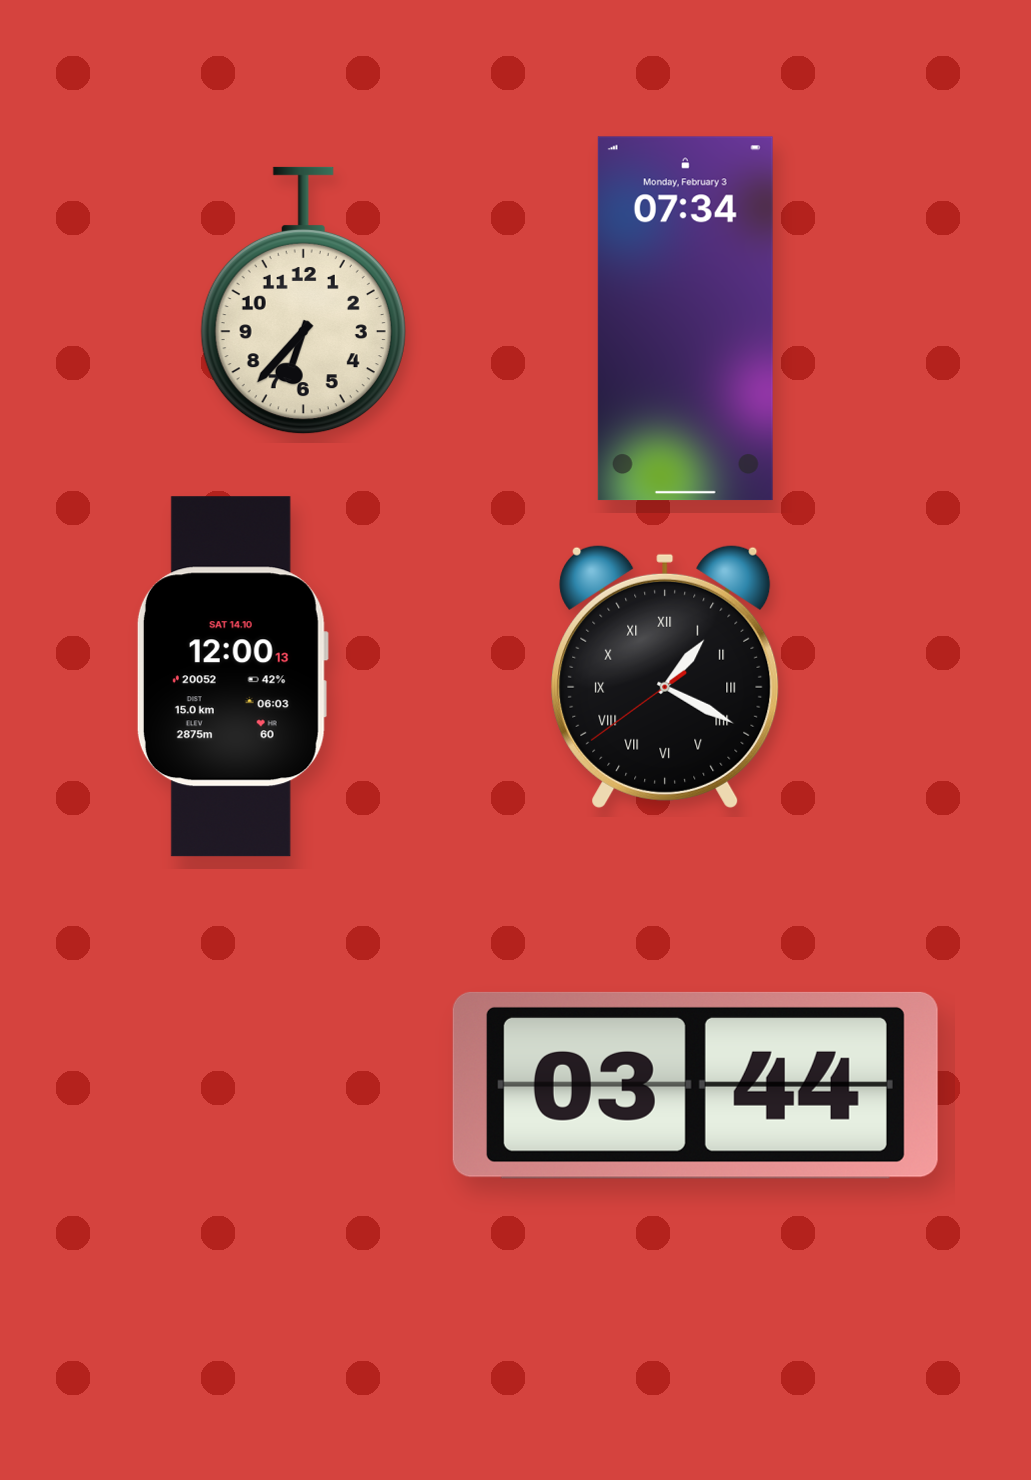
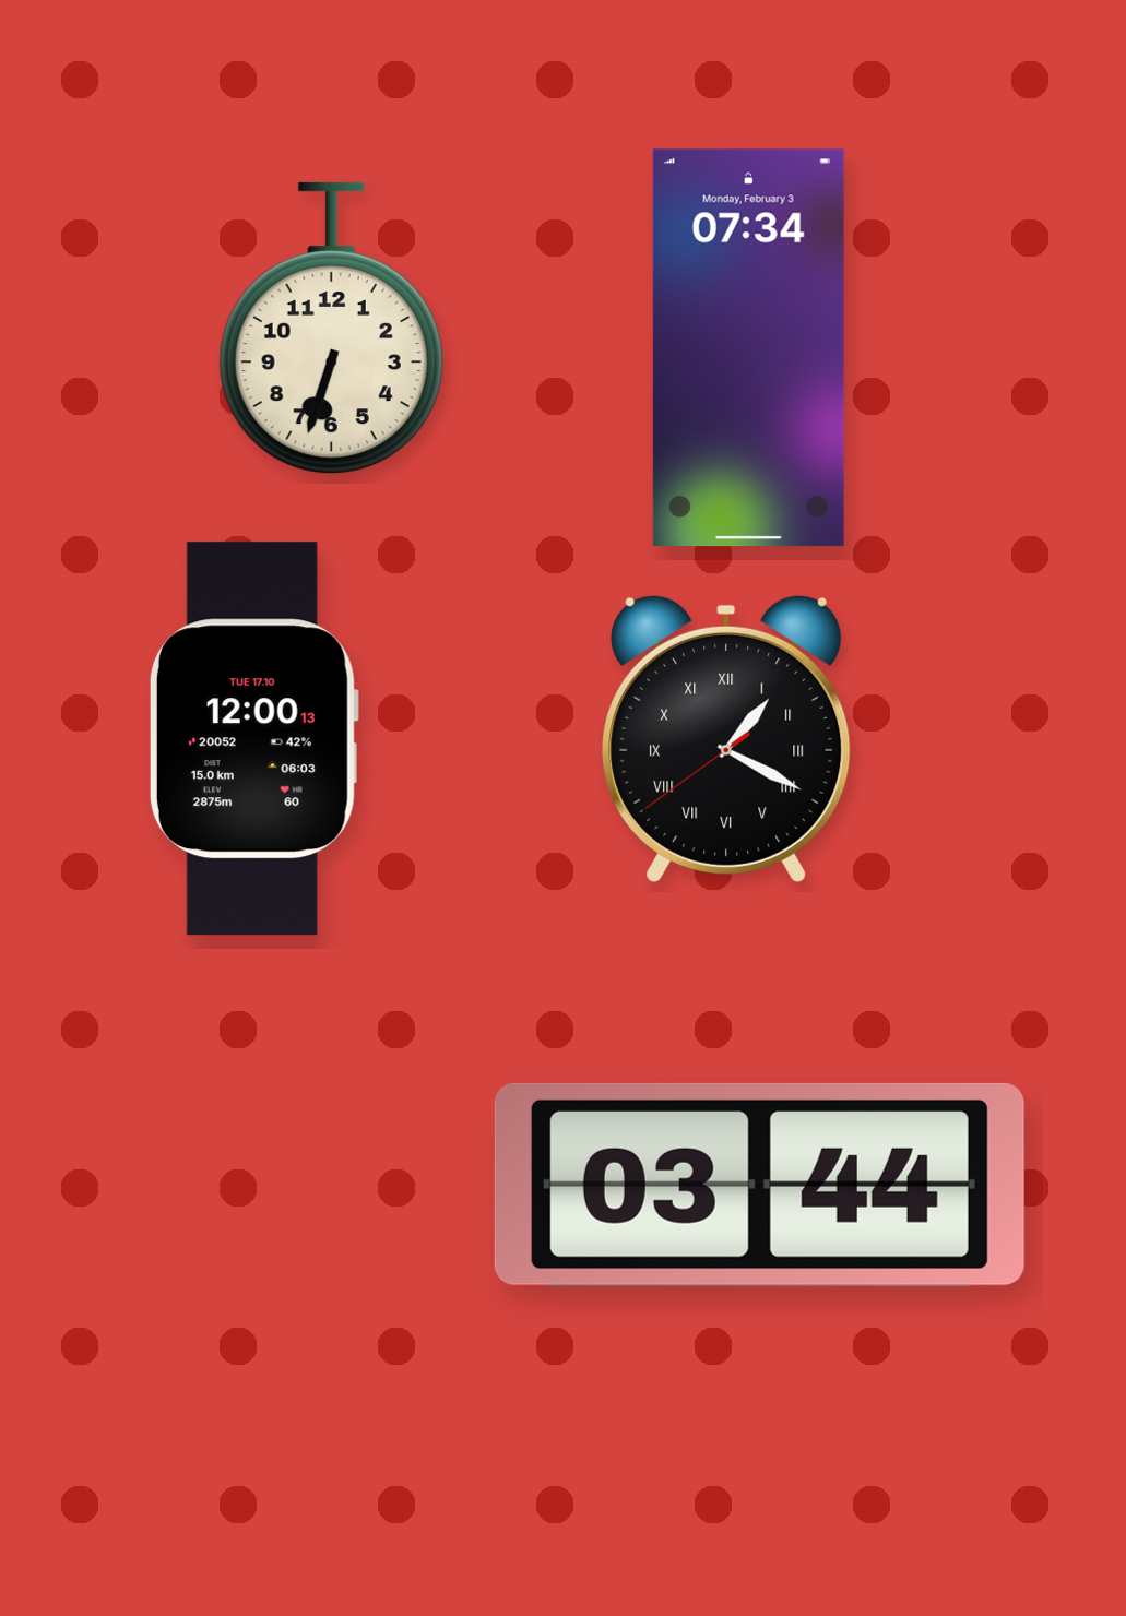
clock at (303, 301): 6:37 -> 6:33
clock at (232, 677) date: SAT 14.10 -> TUE 17.10
